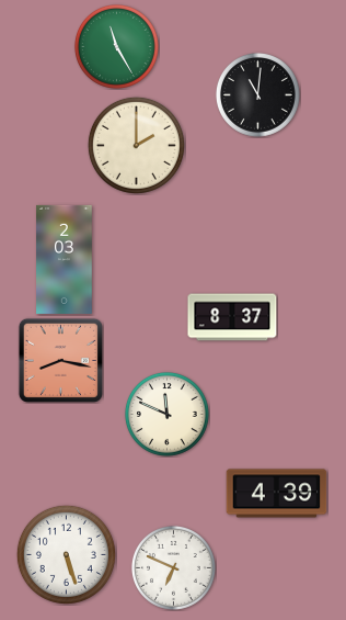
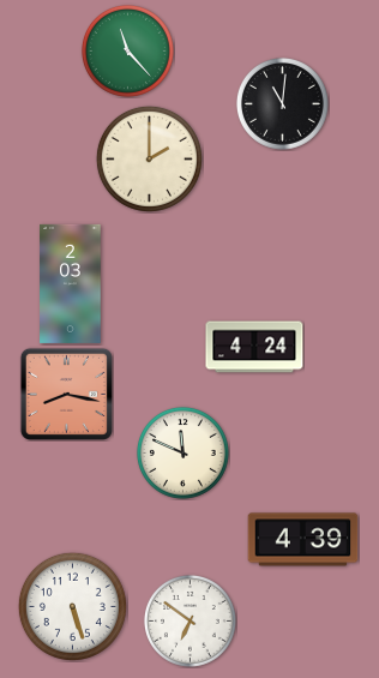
clock at (116, 46): 11:25 -> 11:23
clock at (232, 317): 8:37 -> 4:24
clock at (173, 567): 6:49 -> 6:51
